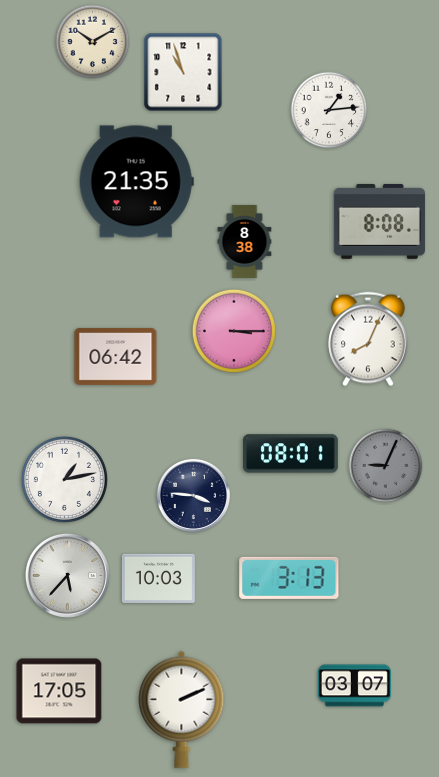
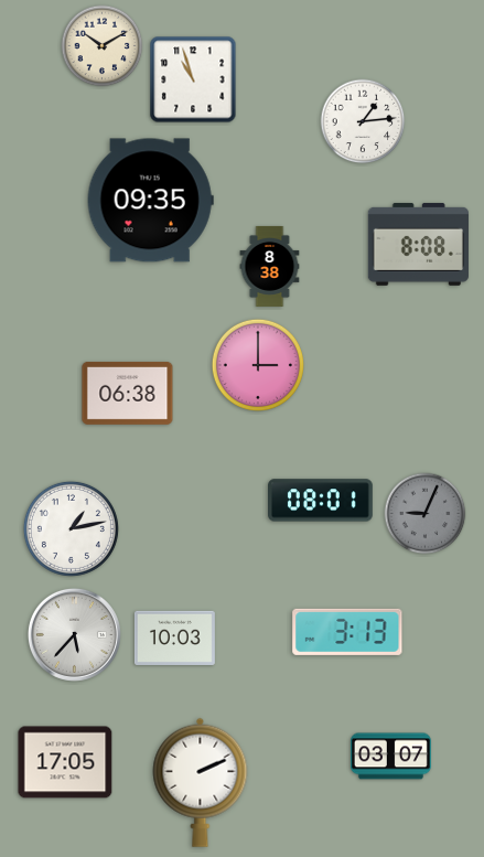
clock at (183, 72) position: (183, 72) -> (193, 79)
clock at (136, 182): 21:35 -> 09:35
clock at (234, 331): 3:15 -> 3:00
clock at (368, 339): 8:04 -> none
clock at (116, 356): 06:42 -> 06:38
clock at (193, 495): 3:46 -> none
clock at (289, 578) position: (289, 578) -> (347, 632)
